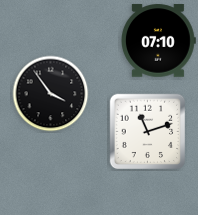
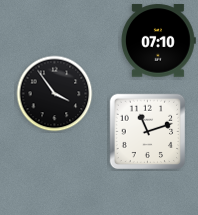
clock at (51, 94) position: (51, 94) -> (55, 94)
